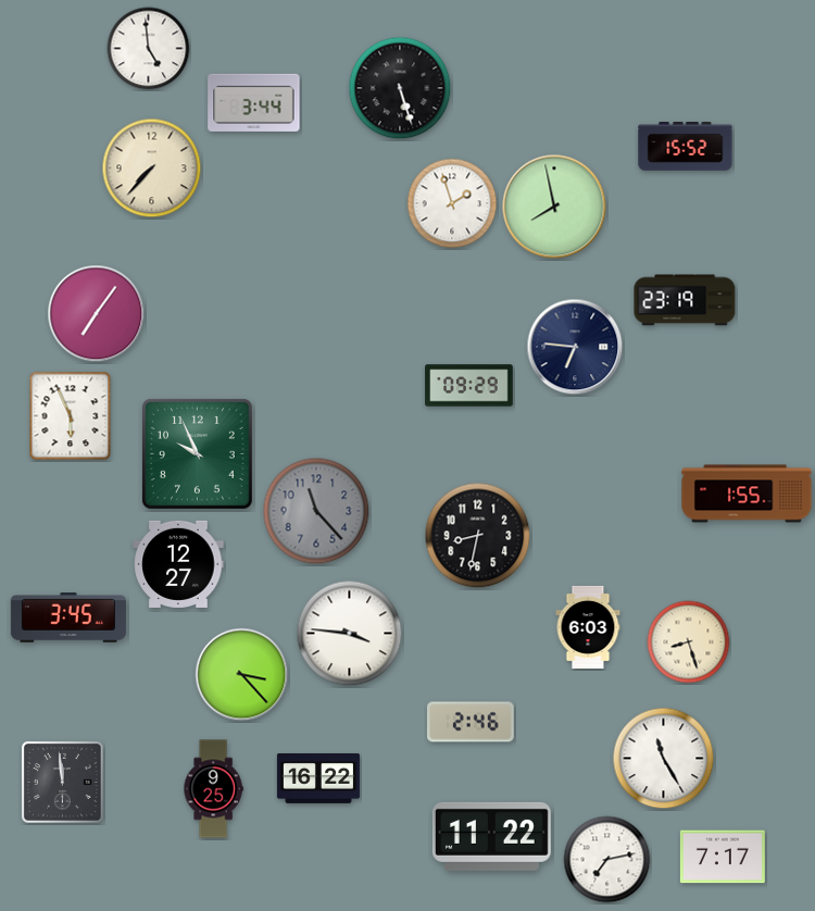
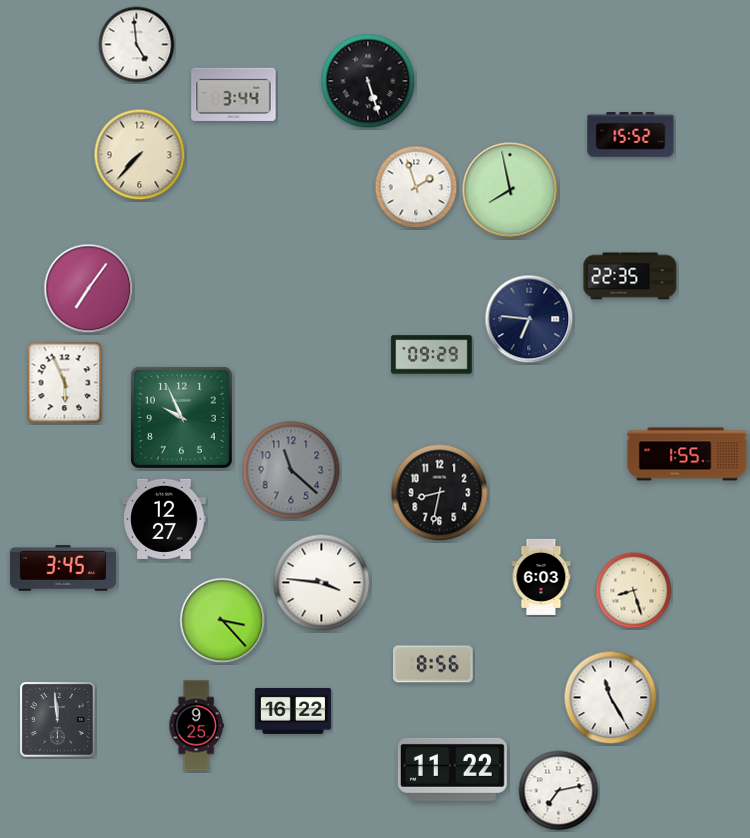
clock at (685, 300): 23:19 -> 22:35
clock at (316, 511): 11:23 -> 11:22
clock at (472, 722): 2:46 -> 8:56
clock at (318, 778) position: (318, 778) -> (293, 711)
clock at (723, 857): 7:17 -> none
